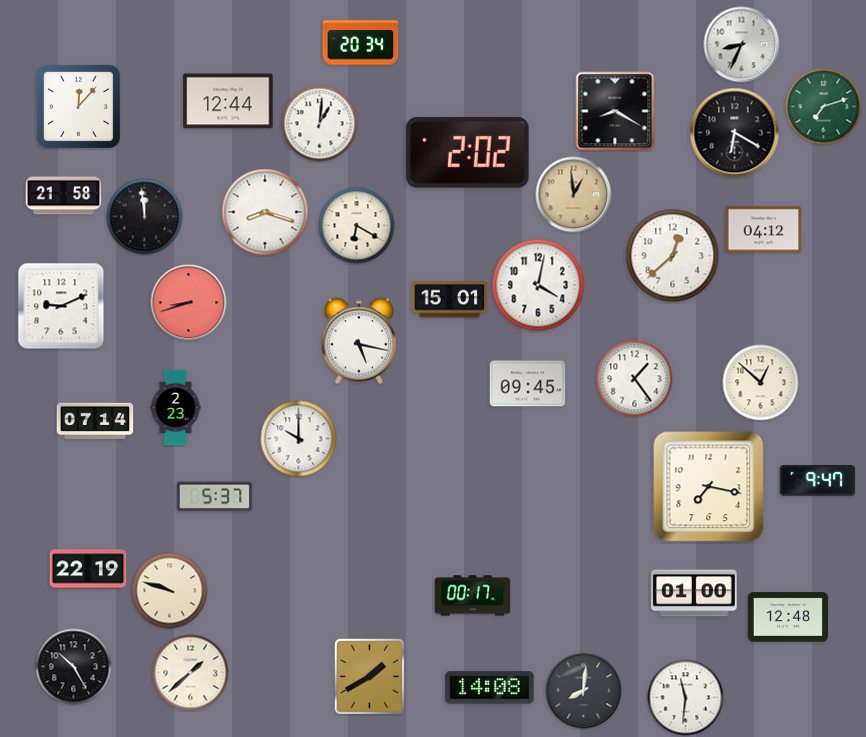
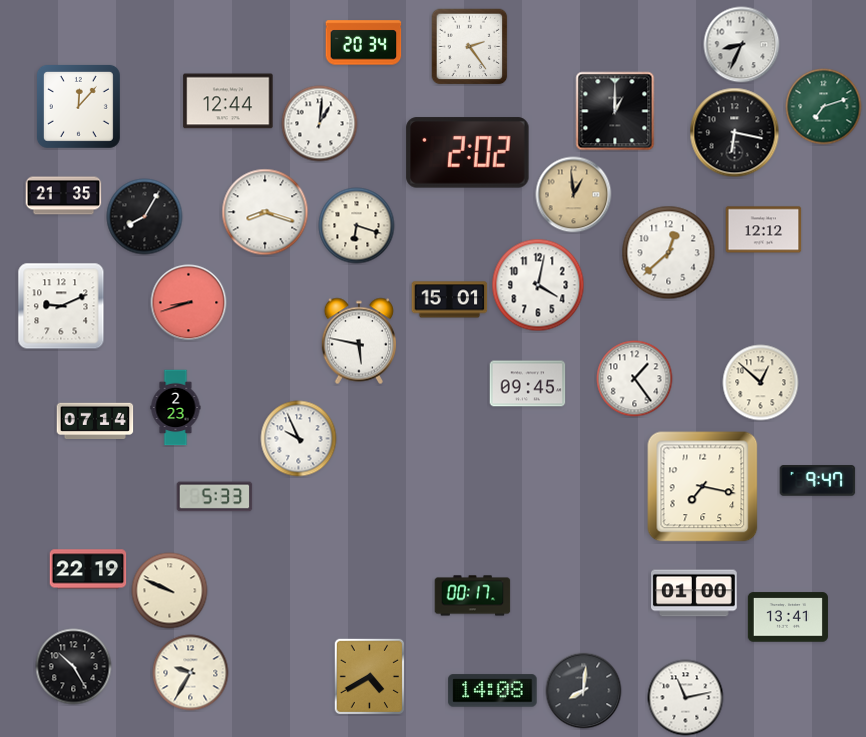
clock at (361, 43) position: (361, 43) -> (364, 43)
clock at (469, 46): none -> 2:24
clock at (615, 111): 8:20 -> 1:00
clock at (735, 133): 6:20 -> 6:17
clock at (64, 196): 21:58 -> 21:35
clock at (145, 217): 11:59 -> 8:05
clock at (357, 226): 6:20 -> 6:18
clock at (764, 230): 04:12 -> 12:12
clock at (673, 256) position: (673, 256) -> (669, 253)
clock at (358, 341): 5:17 -> 5:47
clock at (299, 439): 10:00 -> 9:56
clock at (709, 487) position: (709, 487) -> (703, 487)
clock at (215, 497): 5:37 -> 5:33
clock at (170, 591): 9:48 -> 9:49
clock at (788, 617): 12:48 -> 13:41
clock at (191, 673): 1:38 -> 9:35
clock at (369, 676): 1:40 -> 4:40
clock at (490, 688) position: (490, 688) -> (493, 691)
clock at (686, 698): 11:31 -> 11:13
